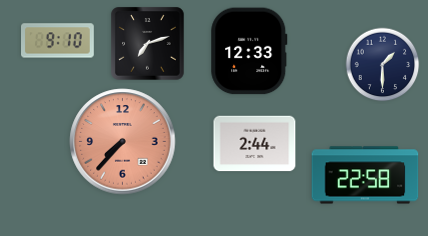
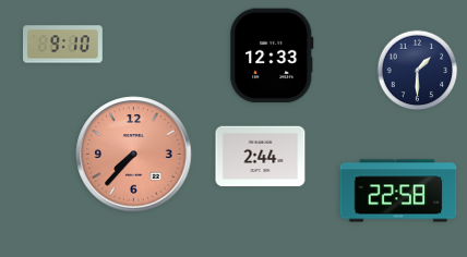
clock at (148, 44): 7:12 -> none
clock at (255, 144) position: (255, 144) -> (261, 157)
